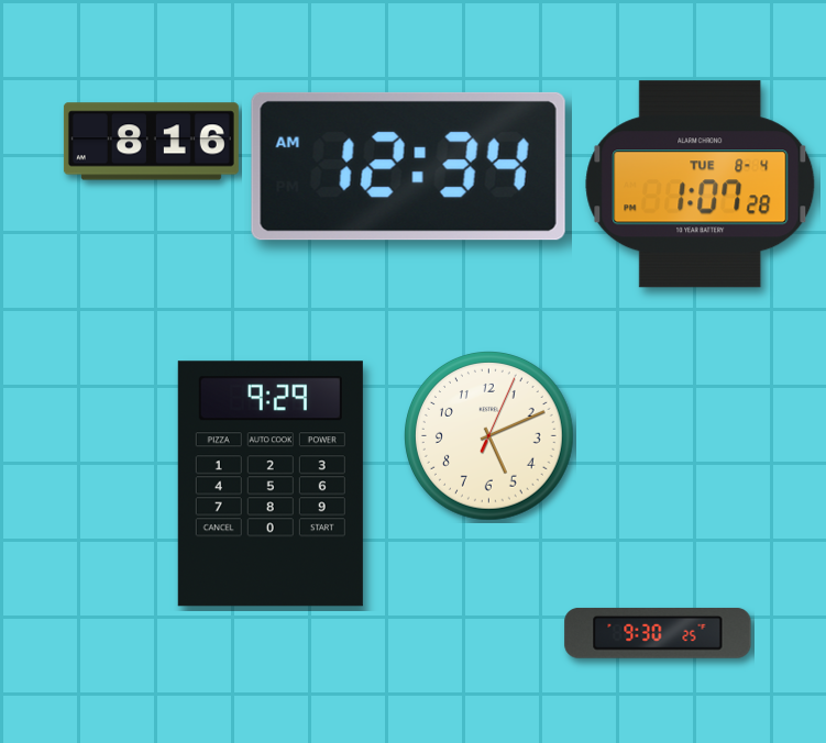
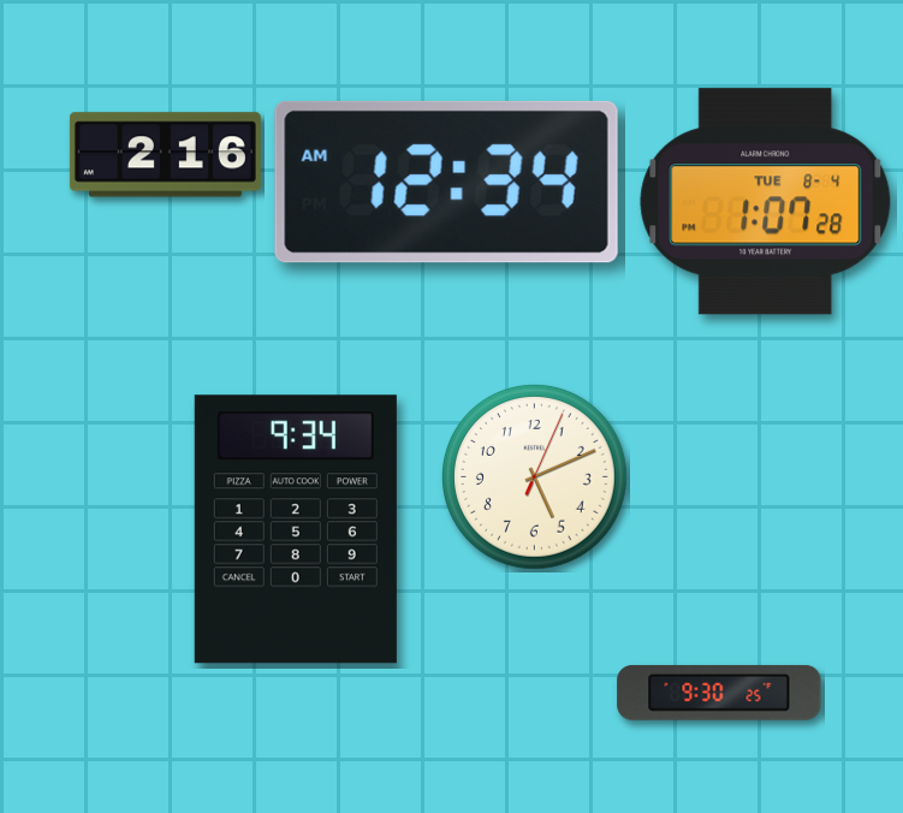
clock at (151, 142): 8:16 -> 2:16
clock at (271, 484): 9:29 -> 9:34
